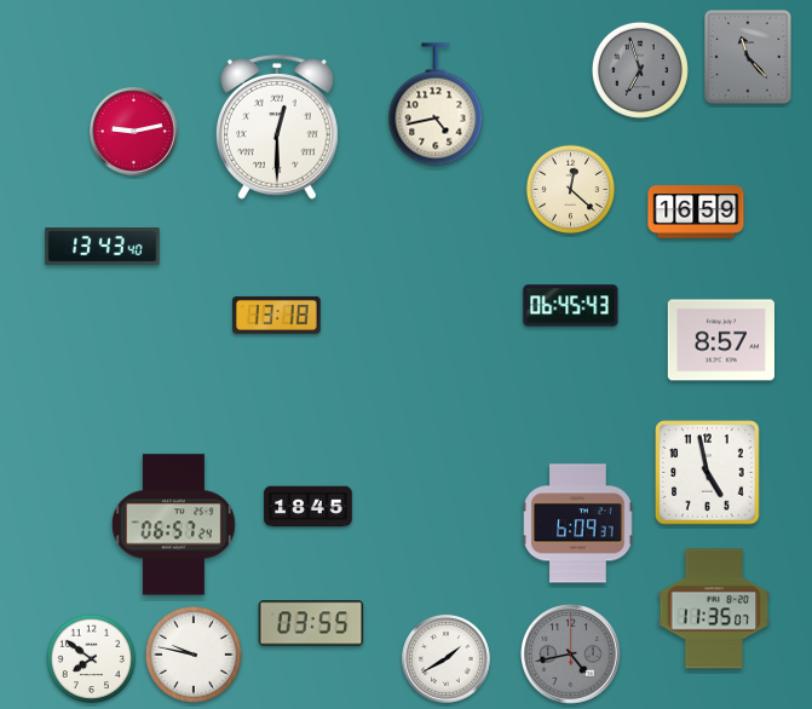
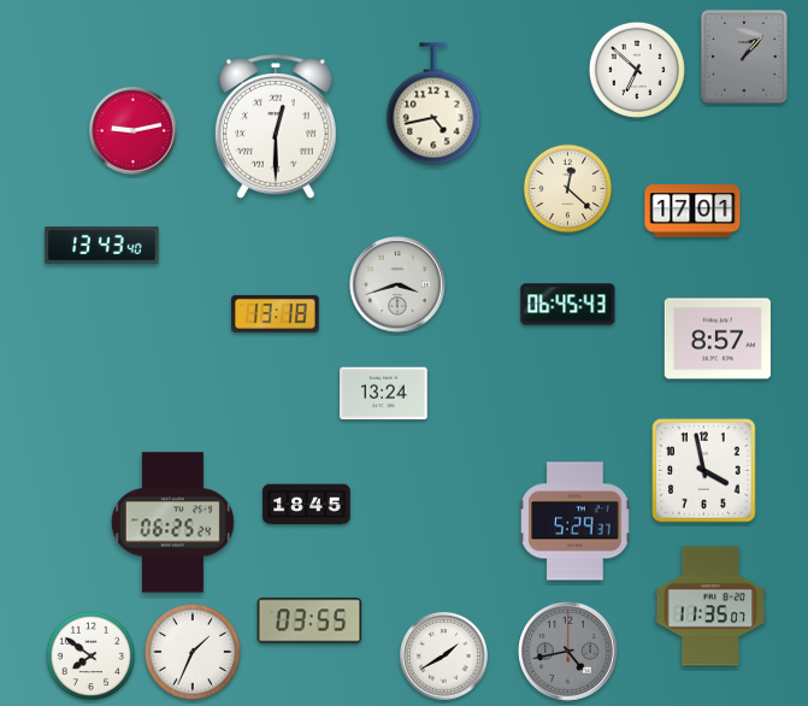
clock at (748, 57): 11:23 -> 1:07
clock at (640, 70): 6:57 -> 6:52
clock at (640, 70) dial: grey -> white
clock at (696, 212): 16:59 -> 17:01
clock at (397, 284): none -> 3:42
clock at (384, 394): none -> 13:24
clock at (708, 473): 4:58 -> 3:58
clock at (578, 524): 6:09 -> 5:29
clock at (173, 525): 06:57 -> 06:25
clock at (194, 655): 9:47 -> 1:34
